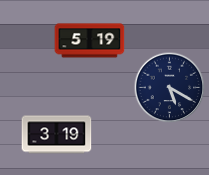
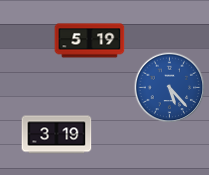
clock at (170, 88): 5:20 -> 5:23
clock at (170, 88) dial: navy -> blue
